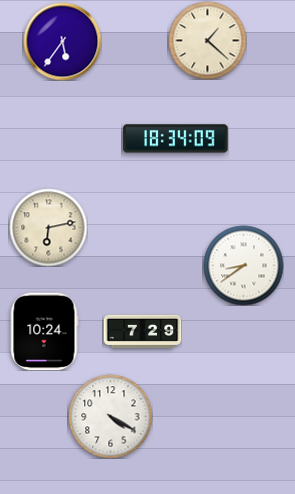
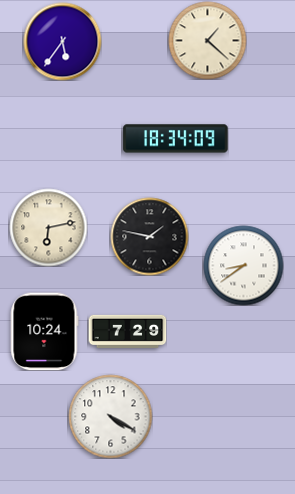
clock at (149, 236): none -> 1:47
clock at (142, 331) position: (142, 331) -> (127, 331)
